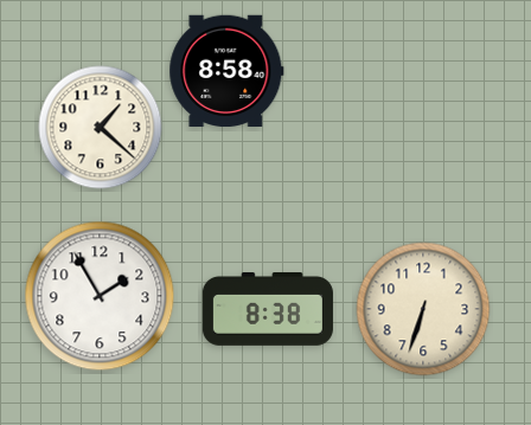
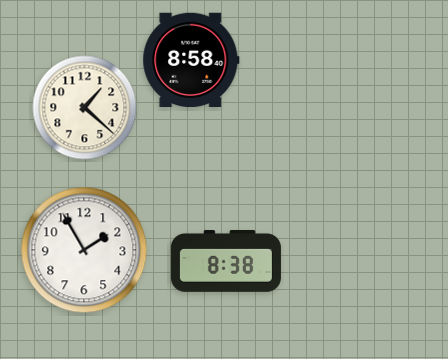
clock at (423, 309): 6:33 -> none
